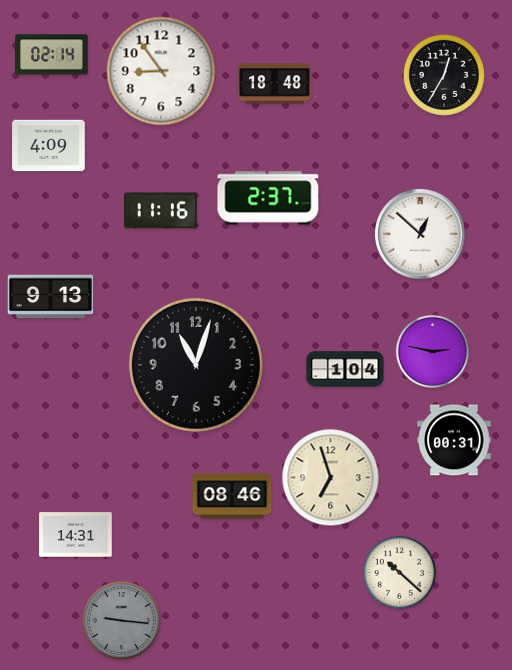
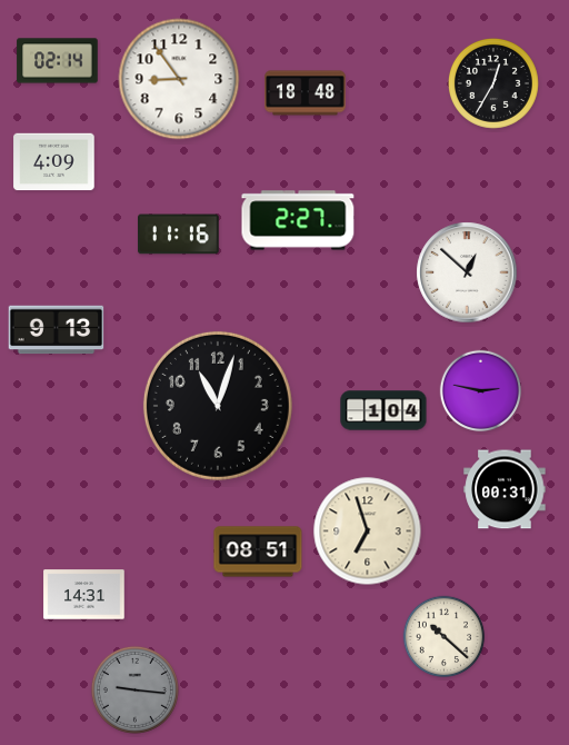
clock at (268, 198): 2:37 -> 2:27
clock at (420, 234) position: (420, 234) -> (467, 272)
clock at (232, 496): 08:46 -> 08:51
